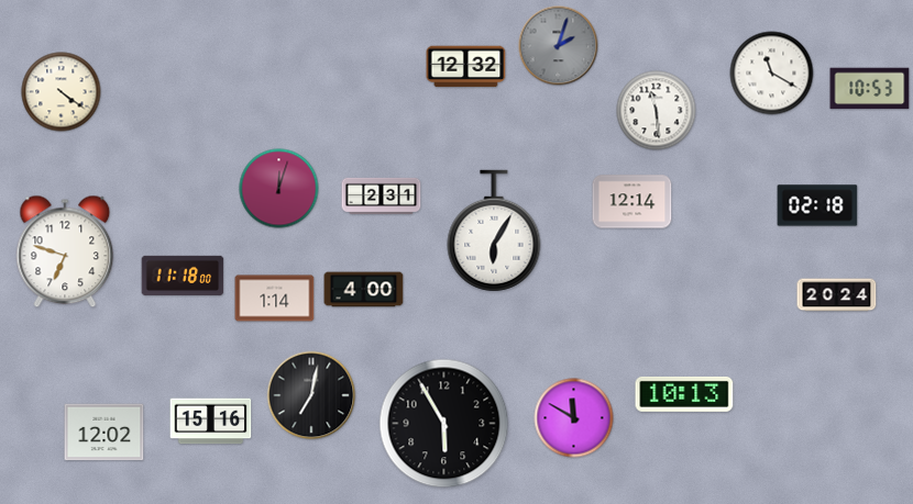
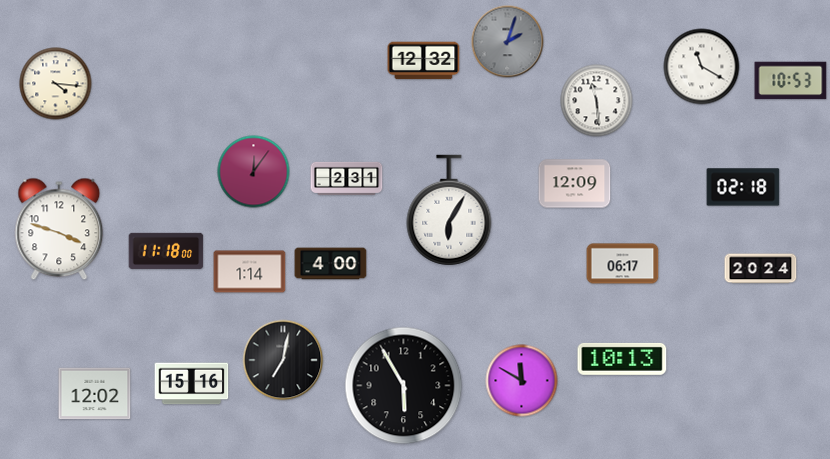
clock at (62, 92): 4:21 -> 4:16
clock at (279, 189): 12:03 -> 12:06
clock at (632, 202): 12:14 -> 12:09
clock at (65, 251): 6:48 -> 3:48
clock at (623, 264): none -> 06:17
